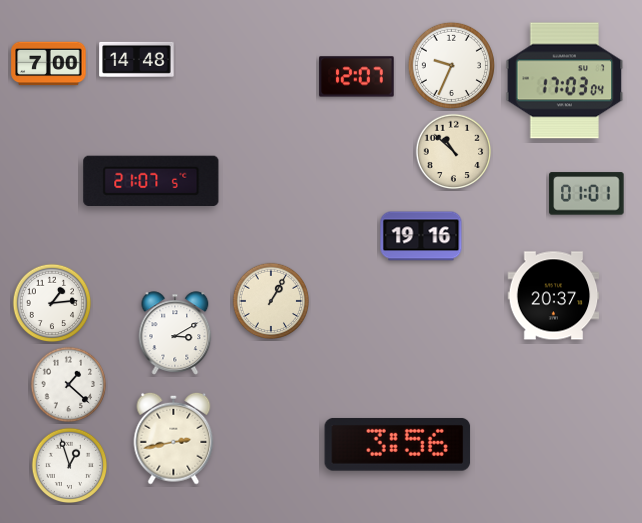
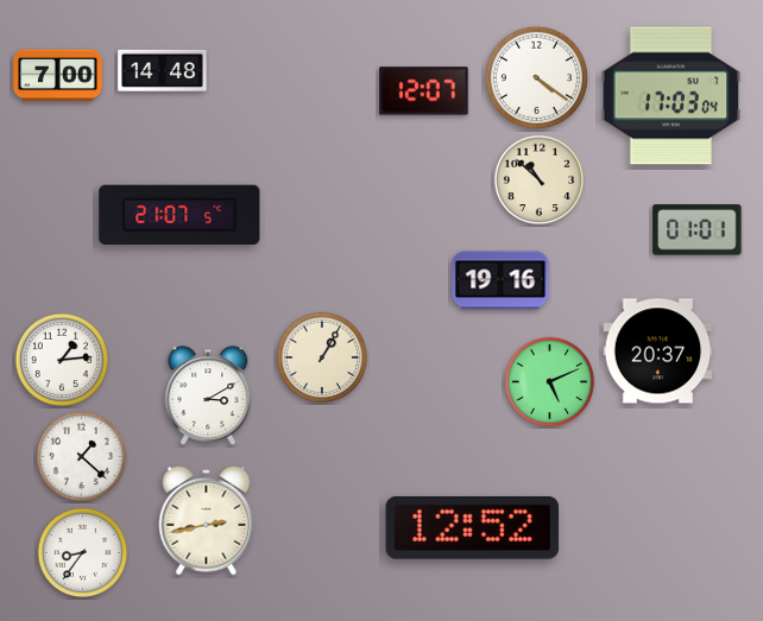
clock at (451, 65): 9:34 -> 4:21
clock at (550, 382): none -> 5:11
clock at (398, 444): 3:56 -> 12:52
clock at (70, 466): 12:57 -> 8:36
